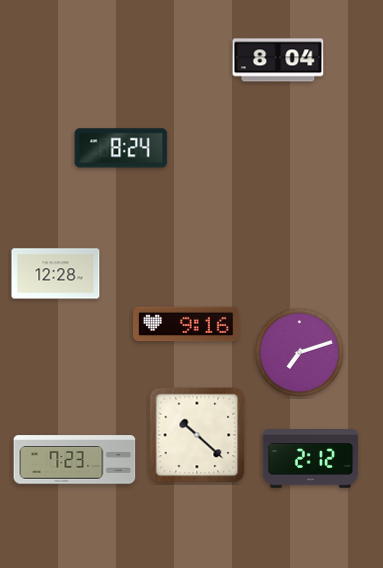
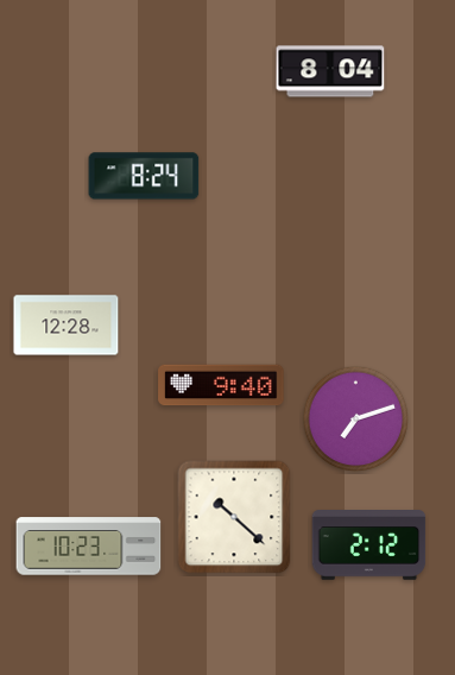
clock at (186, 324): 9:16 -> 9:40
clock at (75, 460): 7:23 -> 10:23
